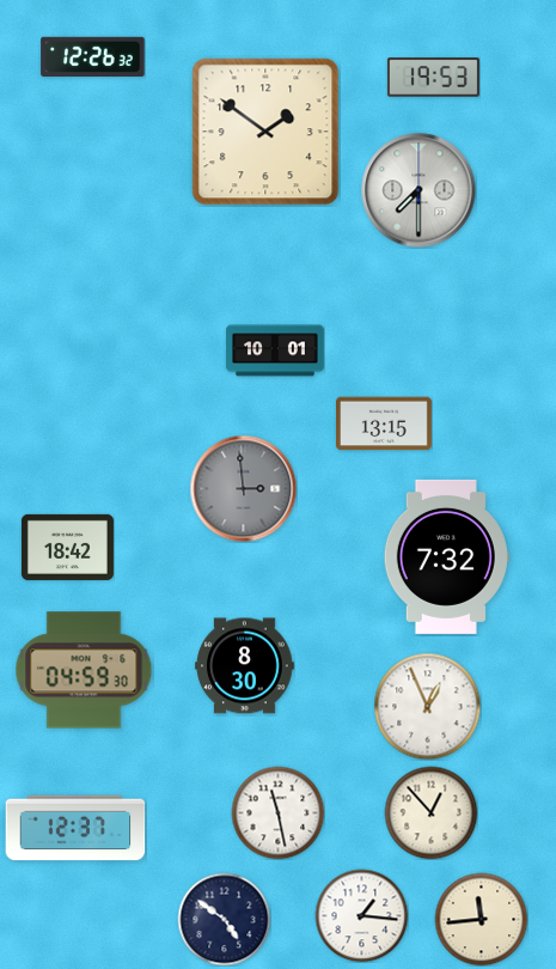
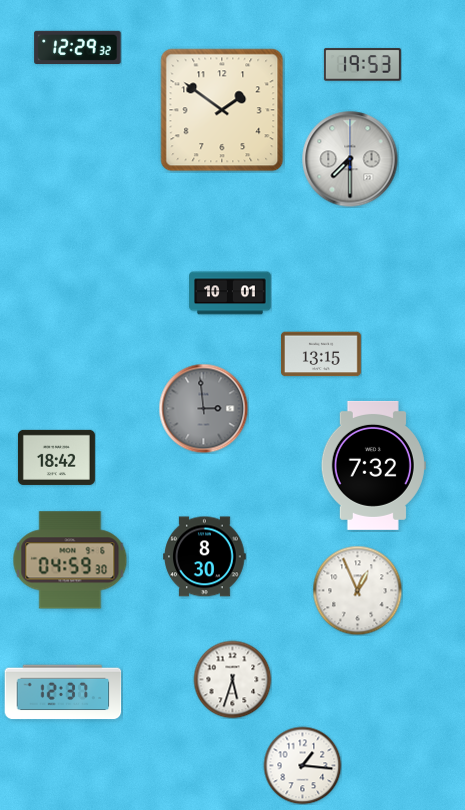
clock at (93, 56): 12:26 -> 12:29
clock at (277, 812): 11:28 -> 5:33
clock at (430, 812): 12:53 -> none
clock at (224, 919): 4:51 -> none
clock at (481, 919): 11:44 -> none
